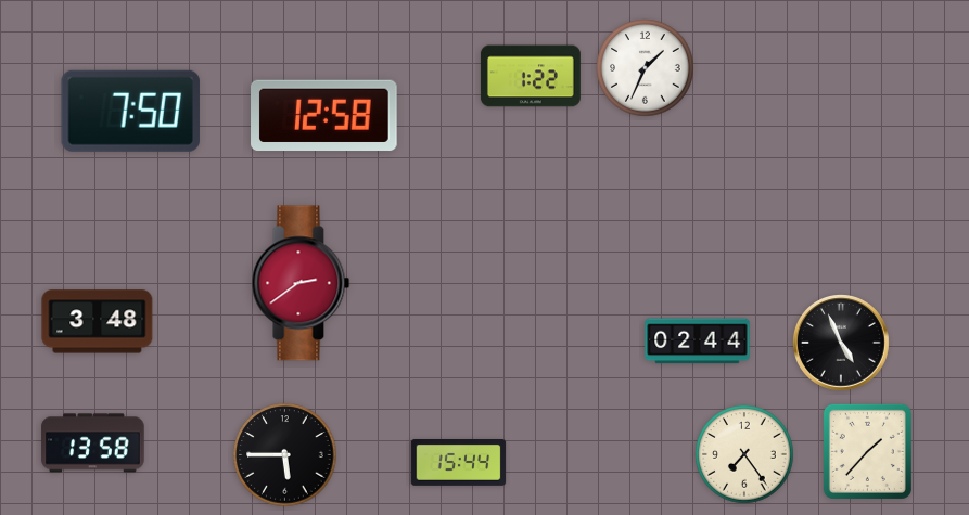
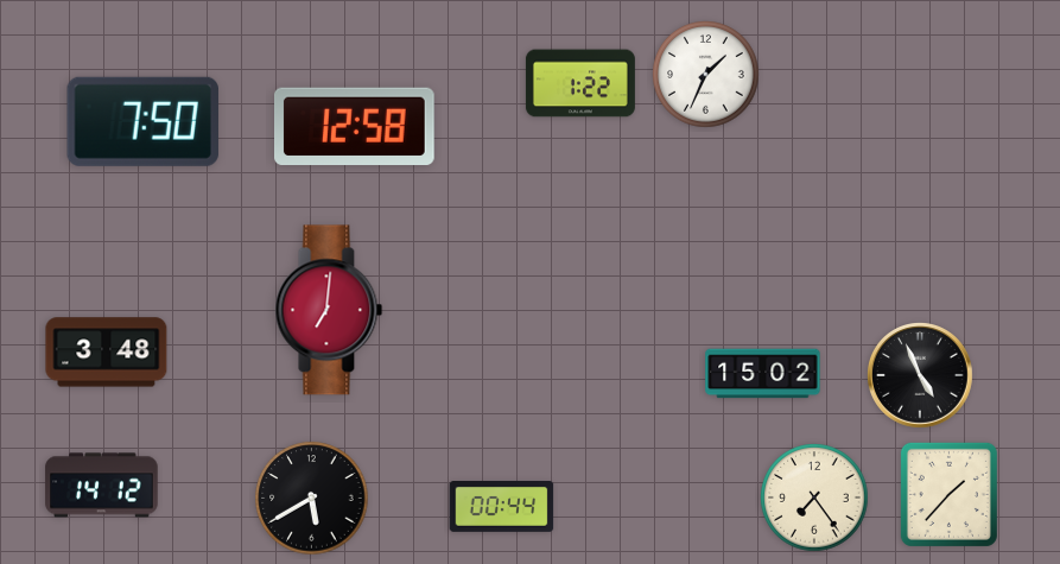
clock at (301, 283): 2:39 -> 7:01
clock at (698, 342): 02:44 -> 15:02
clock at (93, 443): 13:58 -> 14:12
clock at (285, 455): 5:45 -> 5:40
clock at (459, 463): 15:44 -> 00:44
